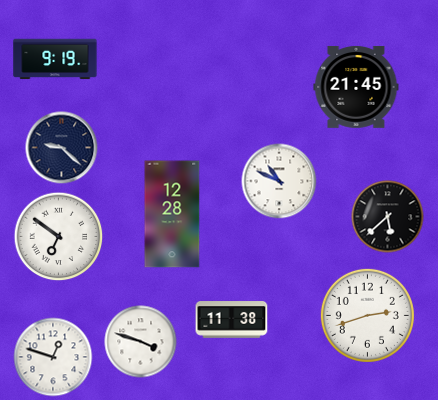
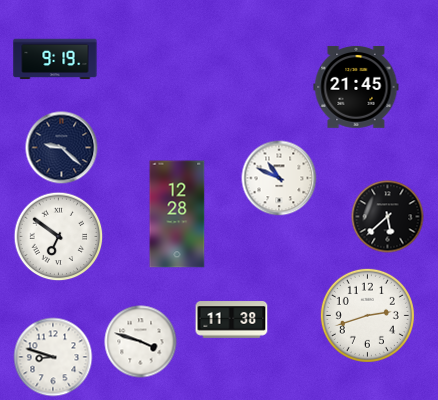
clock at (279, 181) position: (279, 181) -> (279, 178)
clock at (172, 214) position: (172, 214) -> (177, 214)
clock at (53, 357): 12:48 -> 8:48
